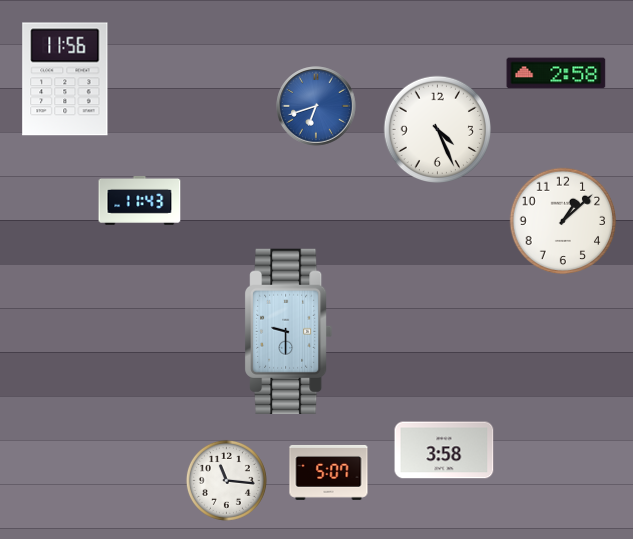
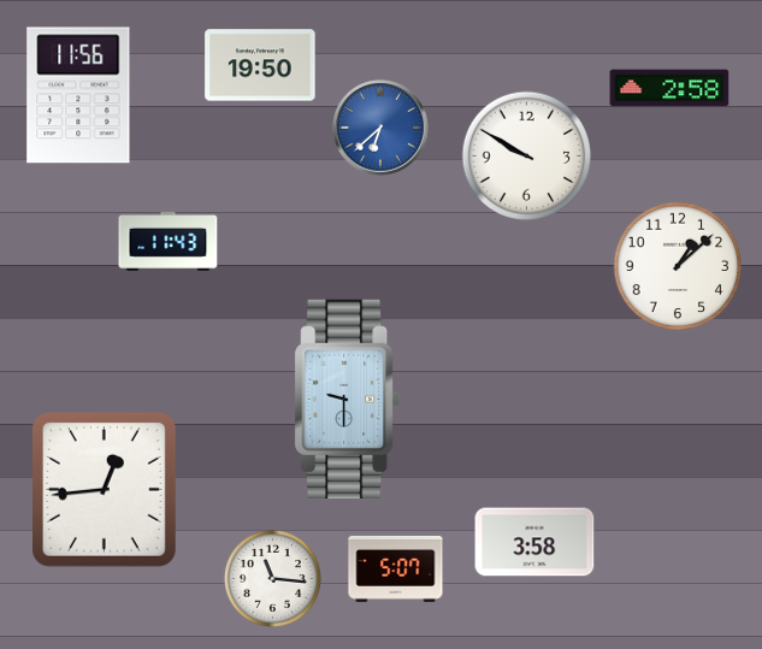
clock at (260, 65): none -> 19:50
clock at (316, 106): 6:42 -> 6:38
clock at (438, 130): 4:26 -> 9:50
clock at (104, 489): none -> 12:44
